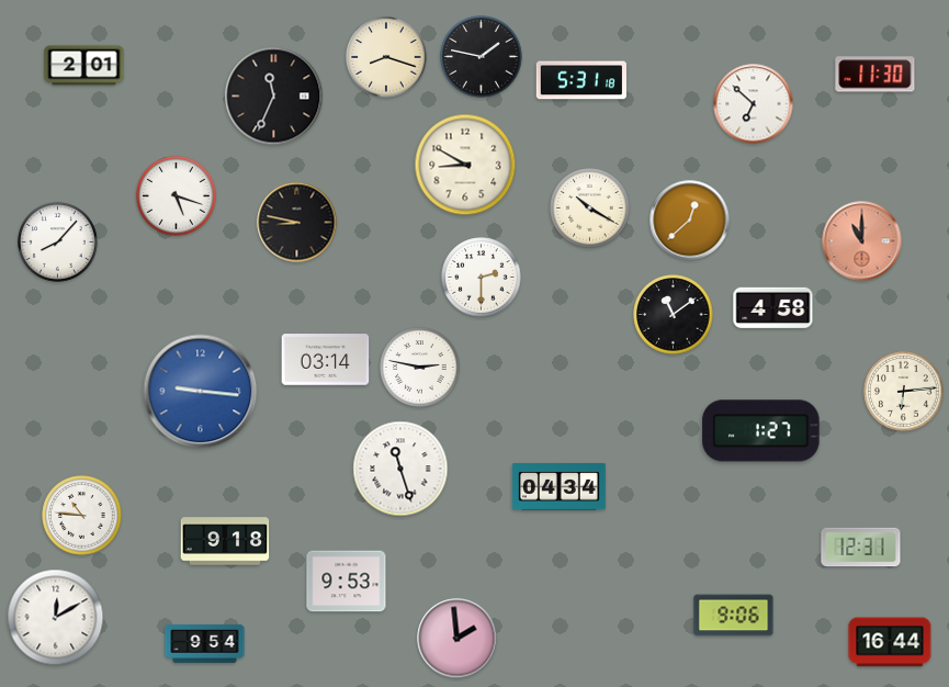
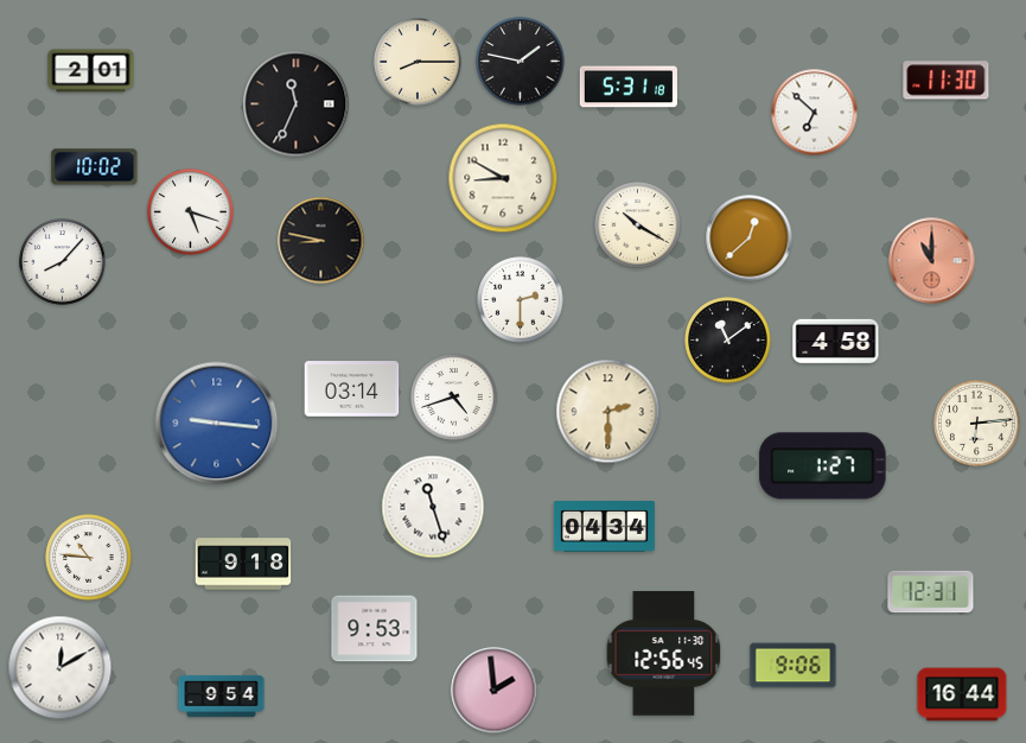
clock at (386, 57): 8:18 -> 8:15
clock at (95, 167): none -> 10:02
clock at (690, 221) position: (690, 221) -> (750, 239)
clock at (773, 307) position: (773, 307) -> (836, 341)
clock at (420, 368): 2:47 -> 4:42
clock at (608, 412): none -> 2:30
clock at (225, 541) position: (225, 541) -> (243, 564)
clock at (664, 654): none -> 12:56
